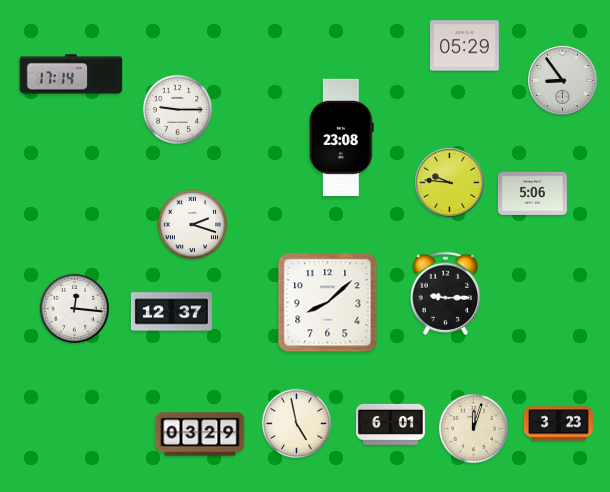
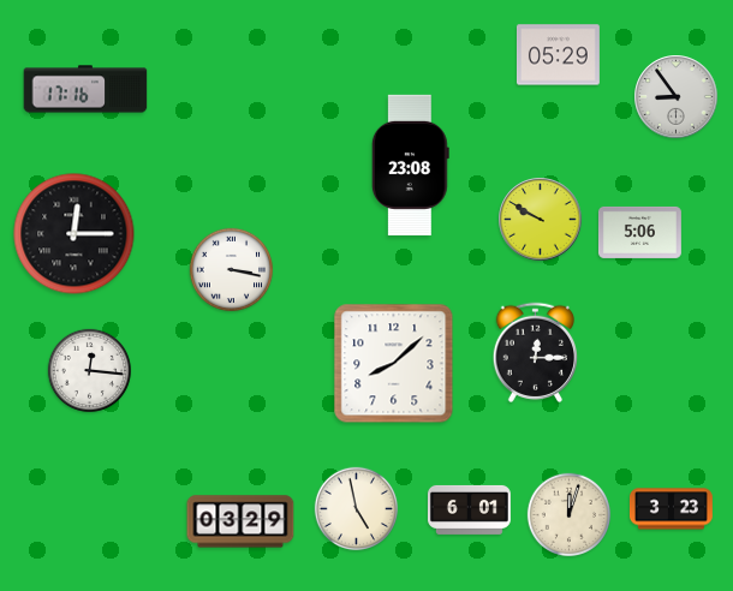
clock at (71, 74): 17:14 -> 17:16
clock at (178, 110): 9:15 -> none
clock at (450, 183): 9:46 -> 9:50
clock at (75, 234): none -> 12:15
clock at (193, 225): 2:18 -> 3:17
clock at (445, 293): 9:15 -> 12:15
clock at (171, 312): 12:37 -> none
